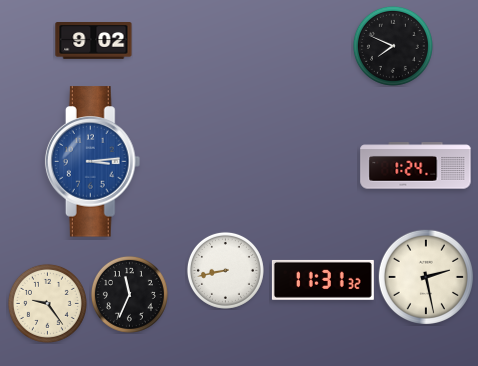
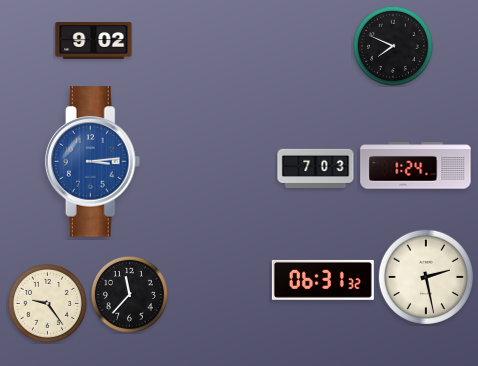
clock at (316, 168): none -> 7:03
clock at (225, 270): 8:43 -> none
clock at (323, 280): 11:31 -> 06:31
clock at (129, 294): 11:34 -> 11:37
